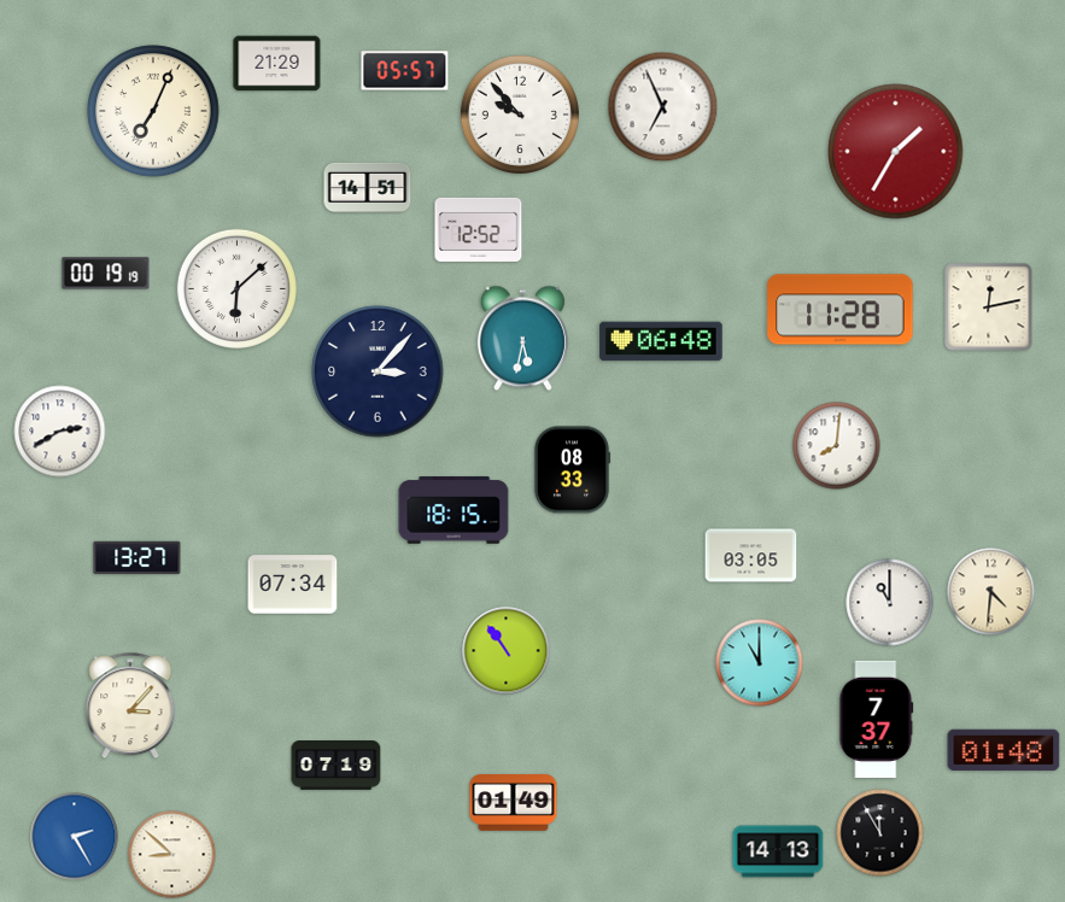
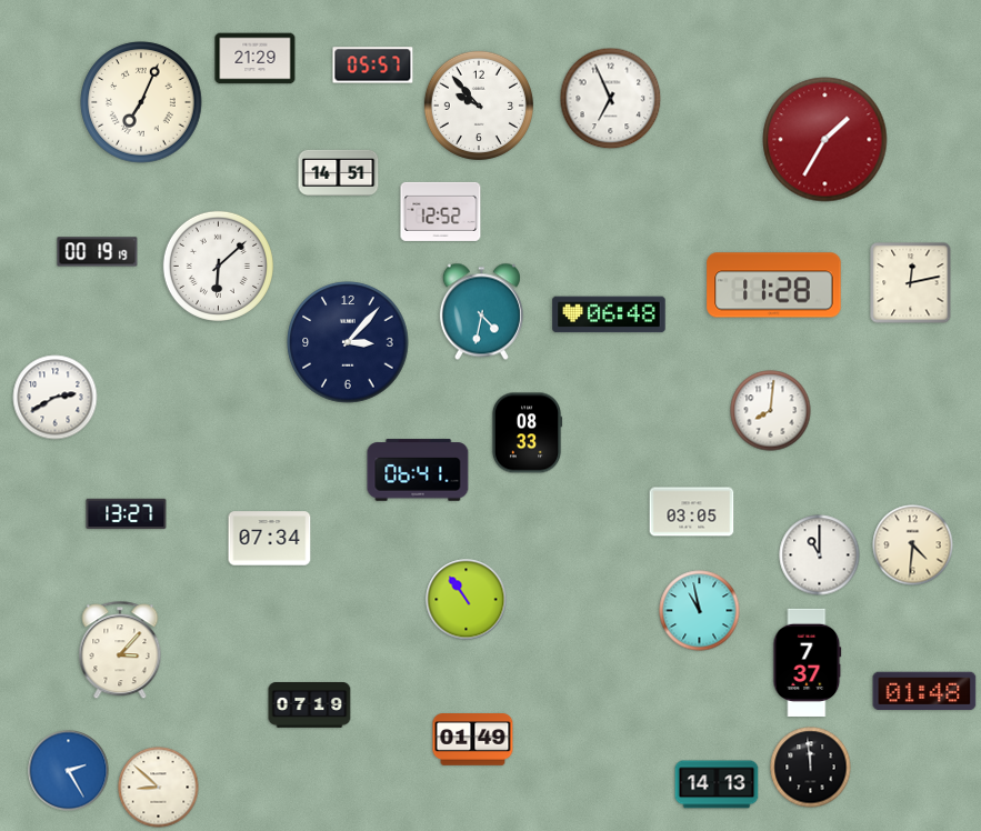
clock at (522, 339): 5:32 -> 4:32
clock at (453, 510): 18:15 -> 06:41
clock at (760, 663): 11:00 -> 10:58
clock at (880, 833): 11:55 -> 11:59
